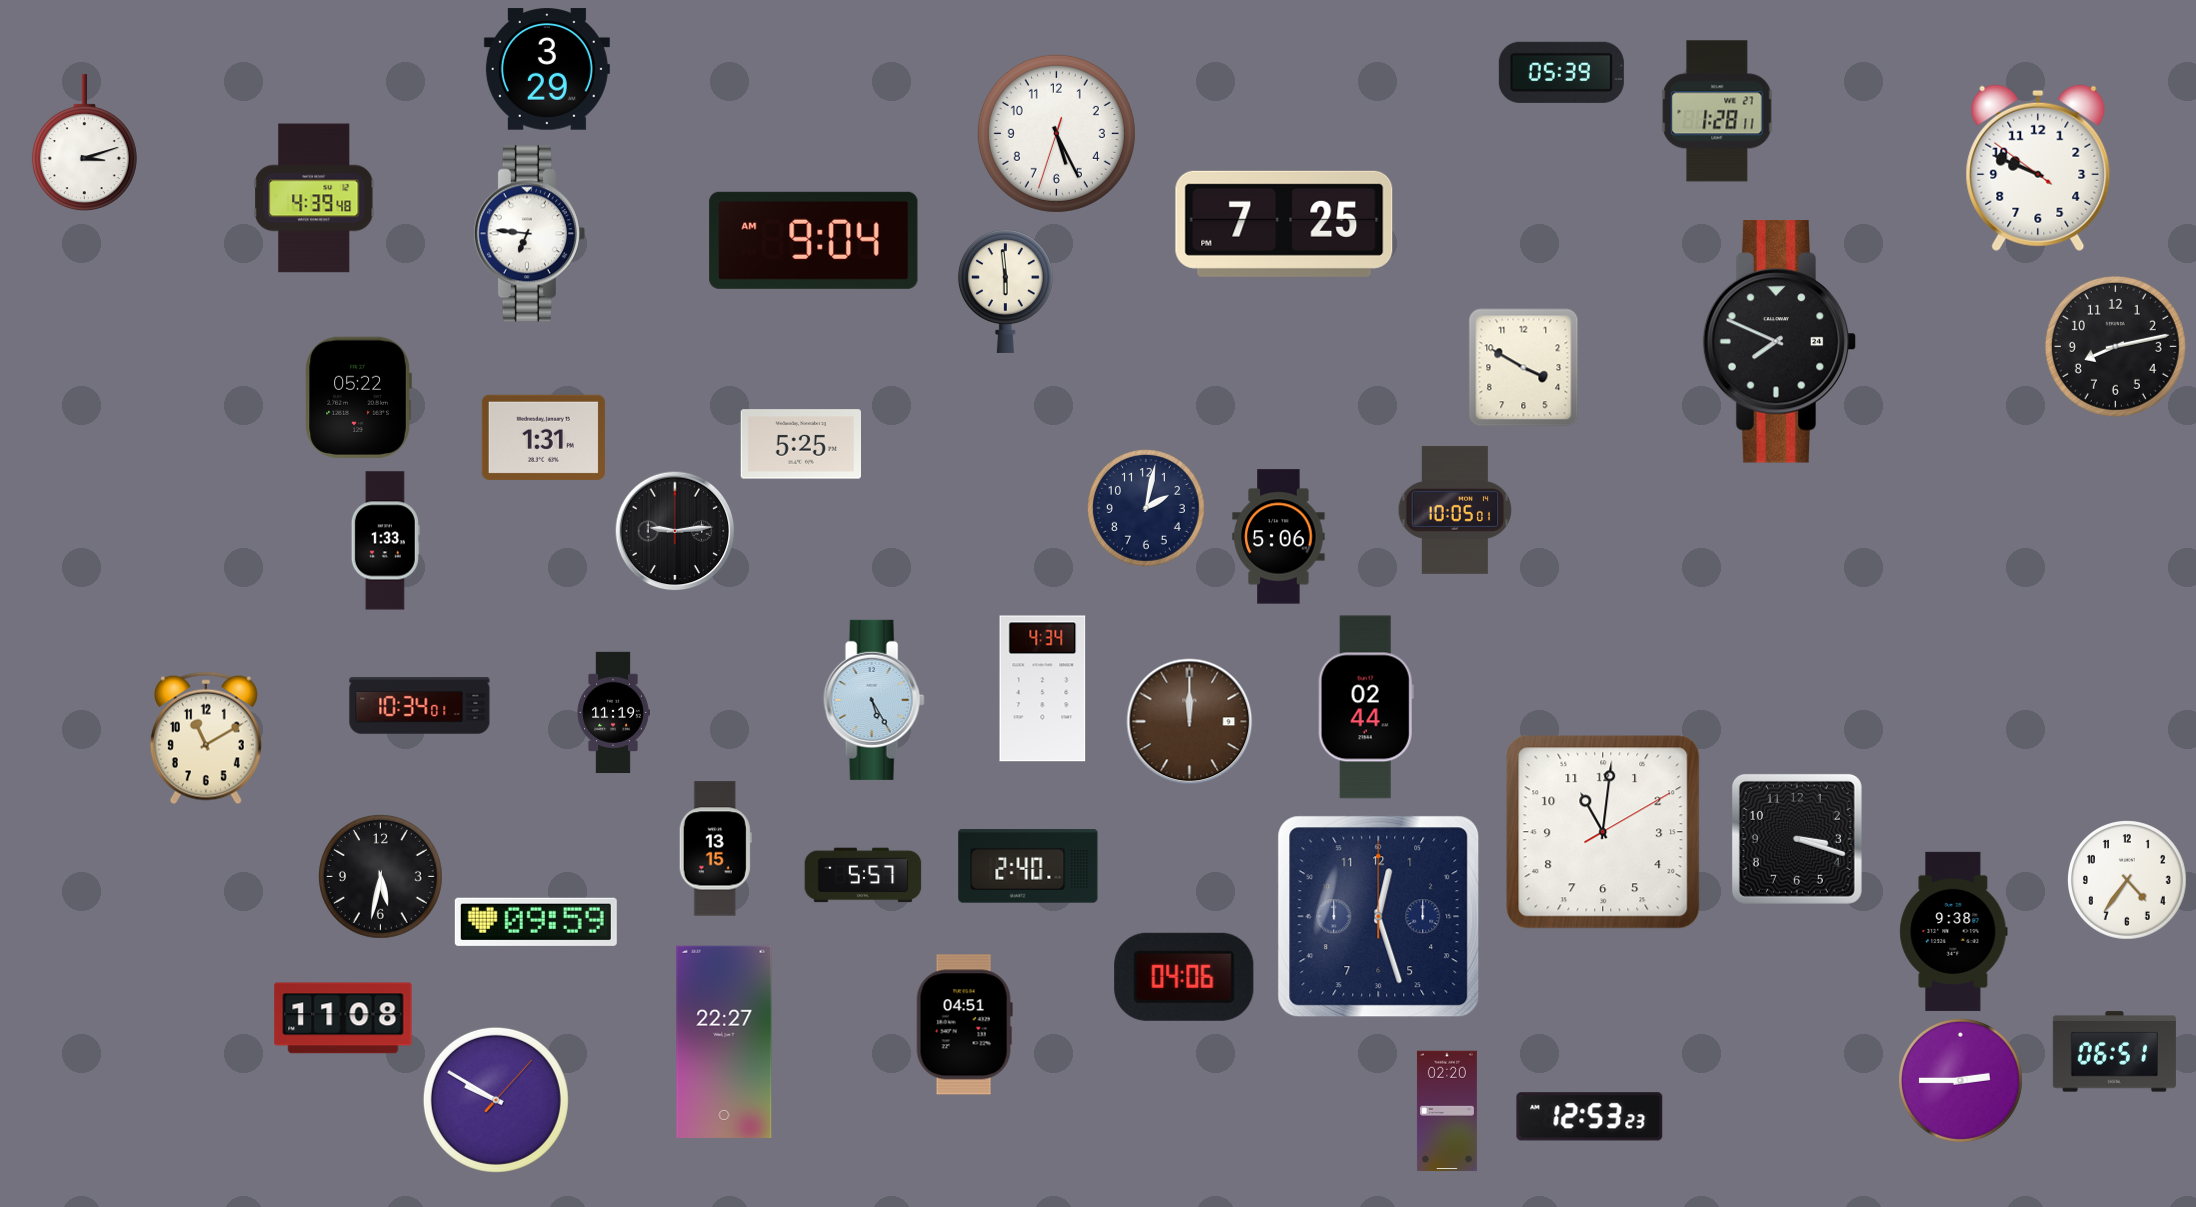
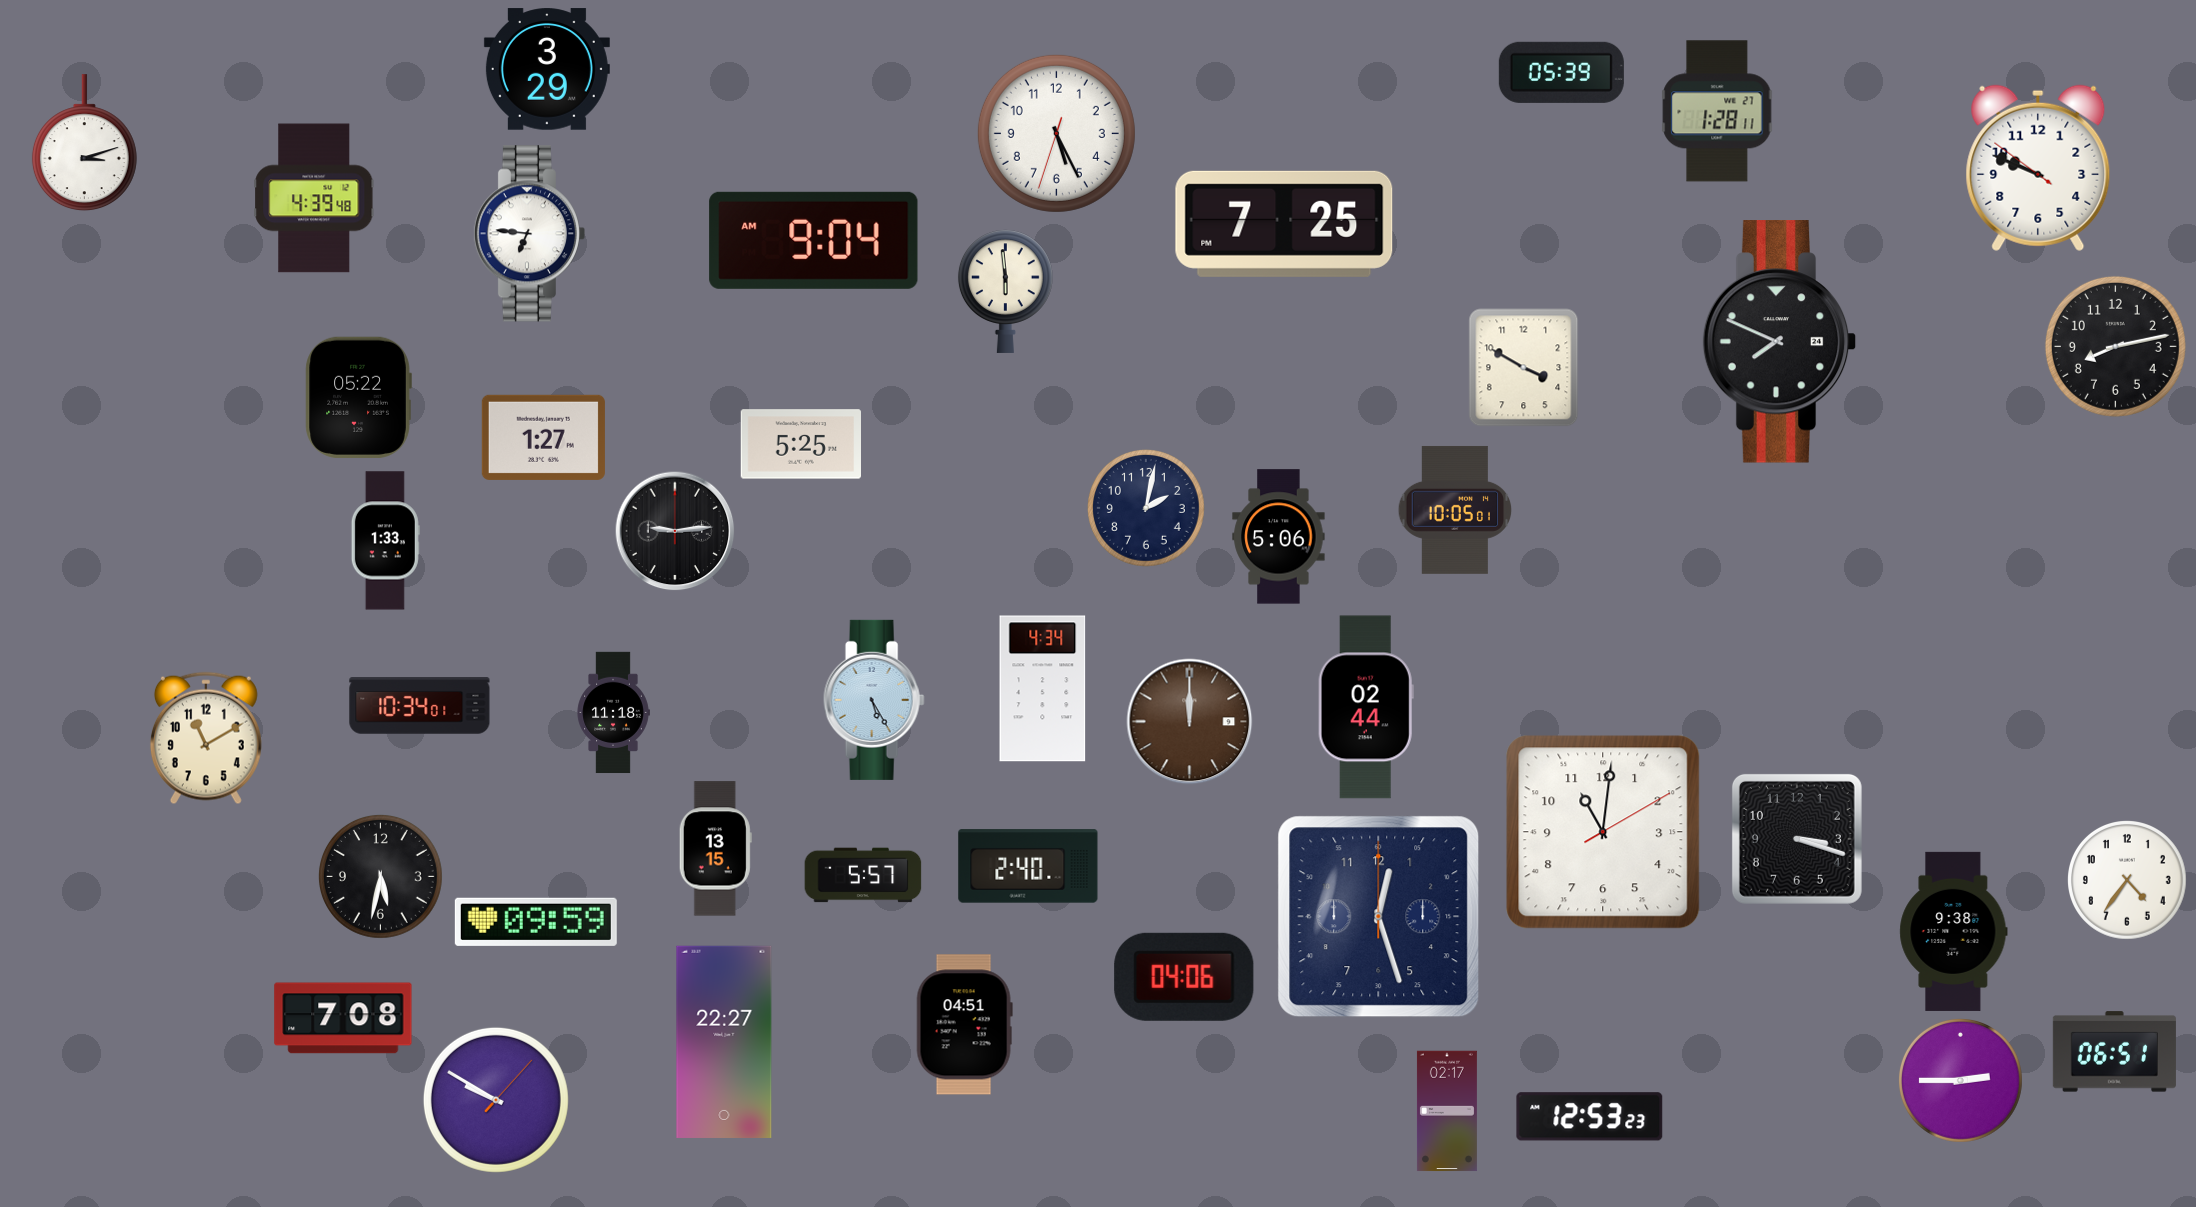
clock at (543, 437): 1:31 -> 1:27
clock at (613, 713): 11:19 -> 11:18
clock at (343, 1018): 11:08 -> 7:08
clock at (1447, 1111): 02:20 -> 02:17
